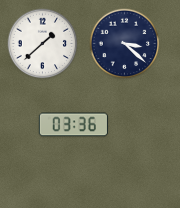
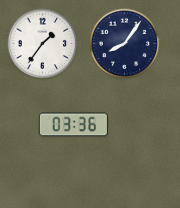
clock at (43, 44): 1:38 -> 1:36
clock at (125, 44): 3:22 -> 8:06
